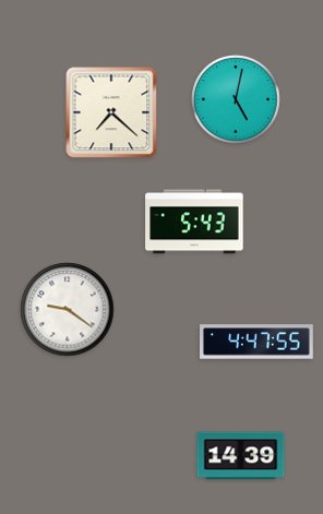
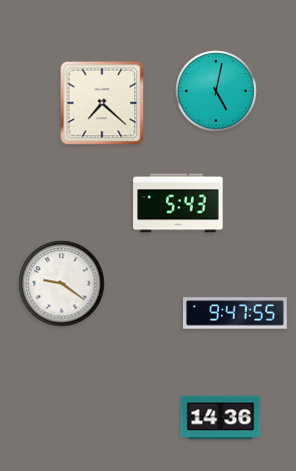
clock at (258, 342): 4:47 -> 9:47
clock at (241, 456): 14:39 -> 14:36
